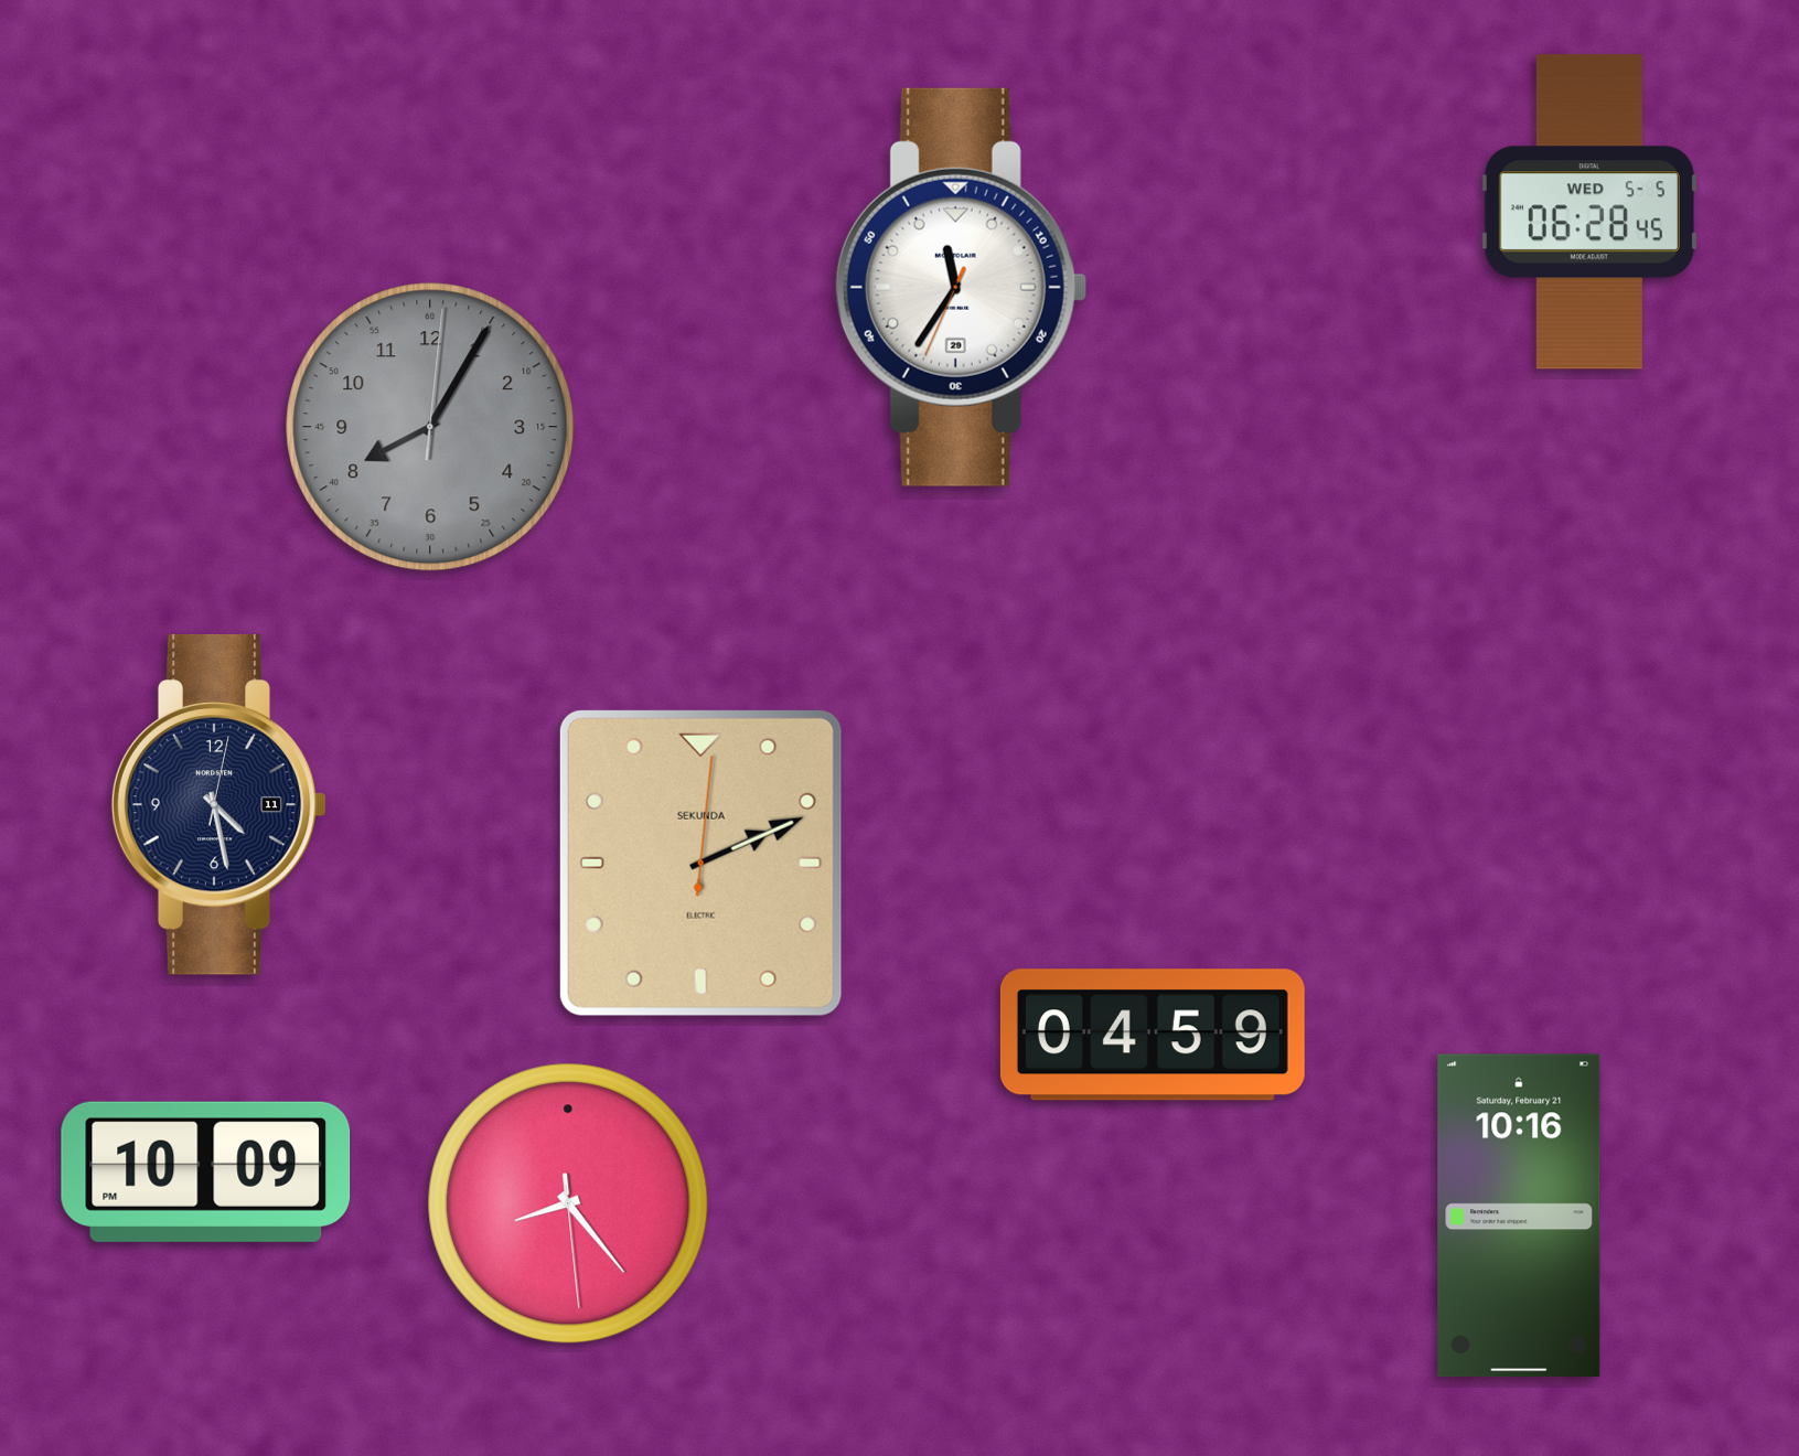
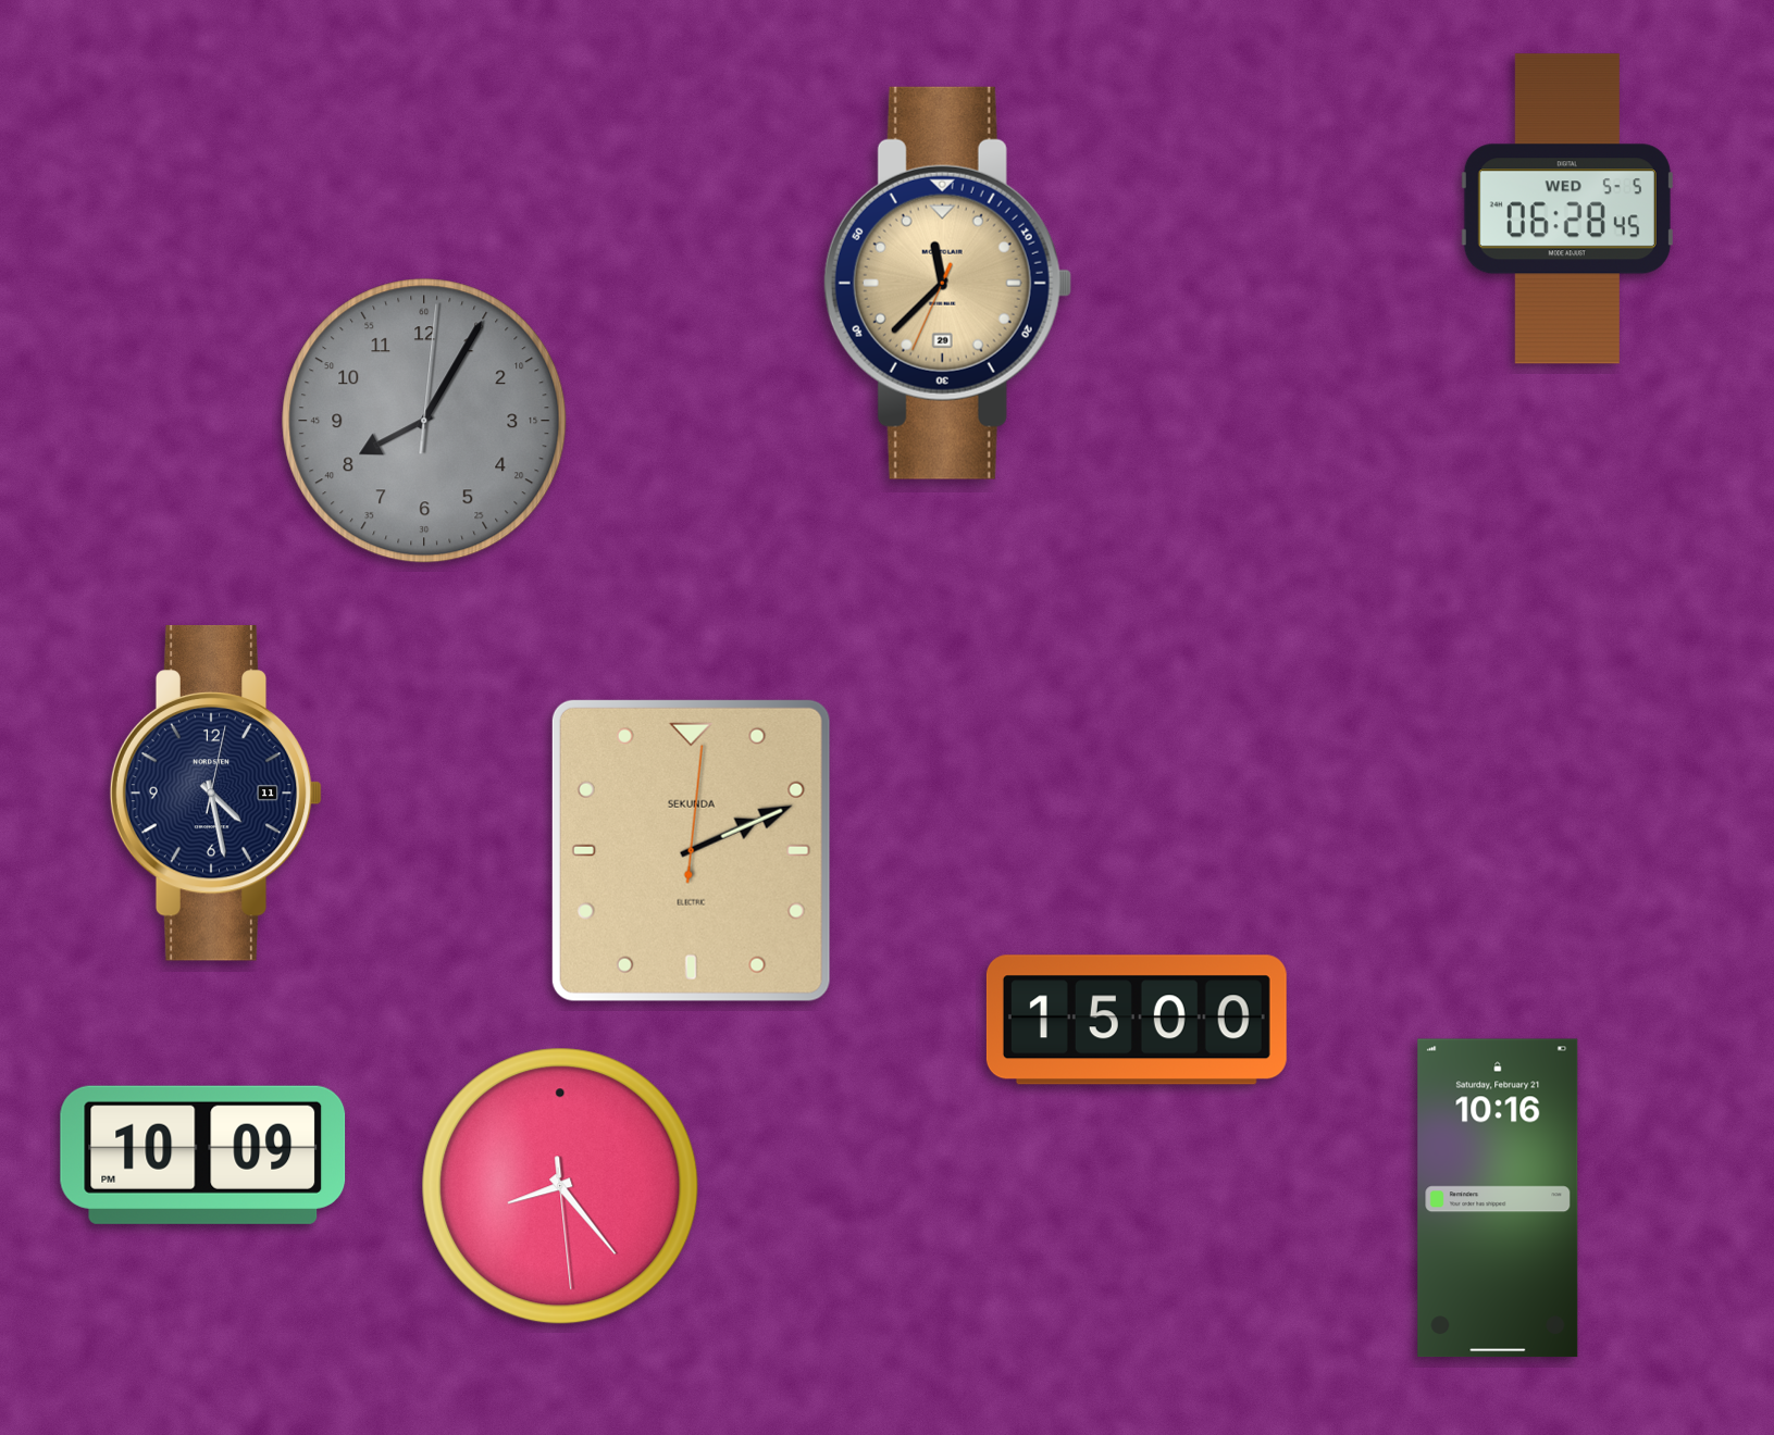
clock at (961, 287): 11:35 -> 11:37
clock at (961, 287) dial: white -> champagne
clock at (1153, 1035): 04:59 -> 15:00
